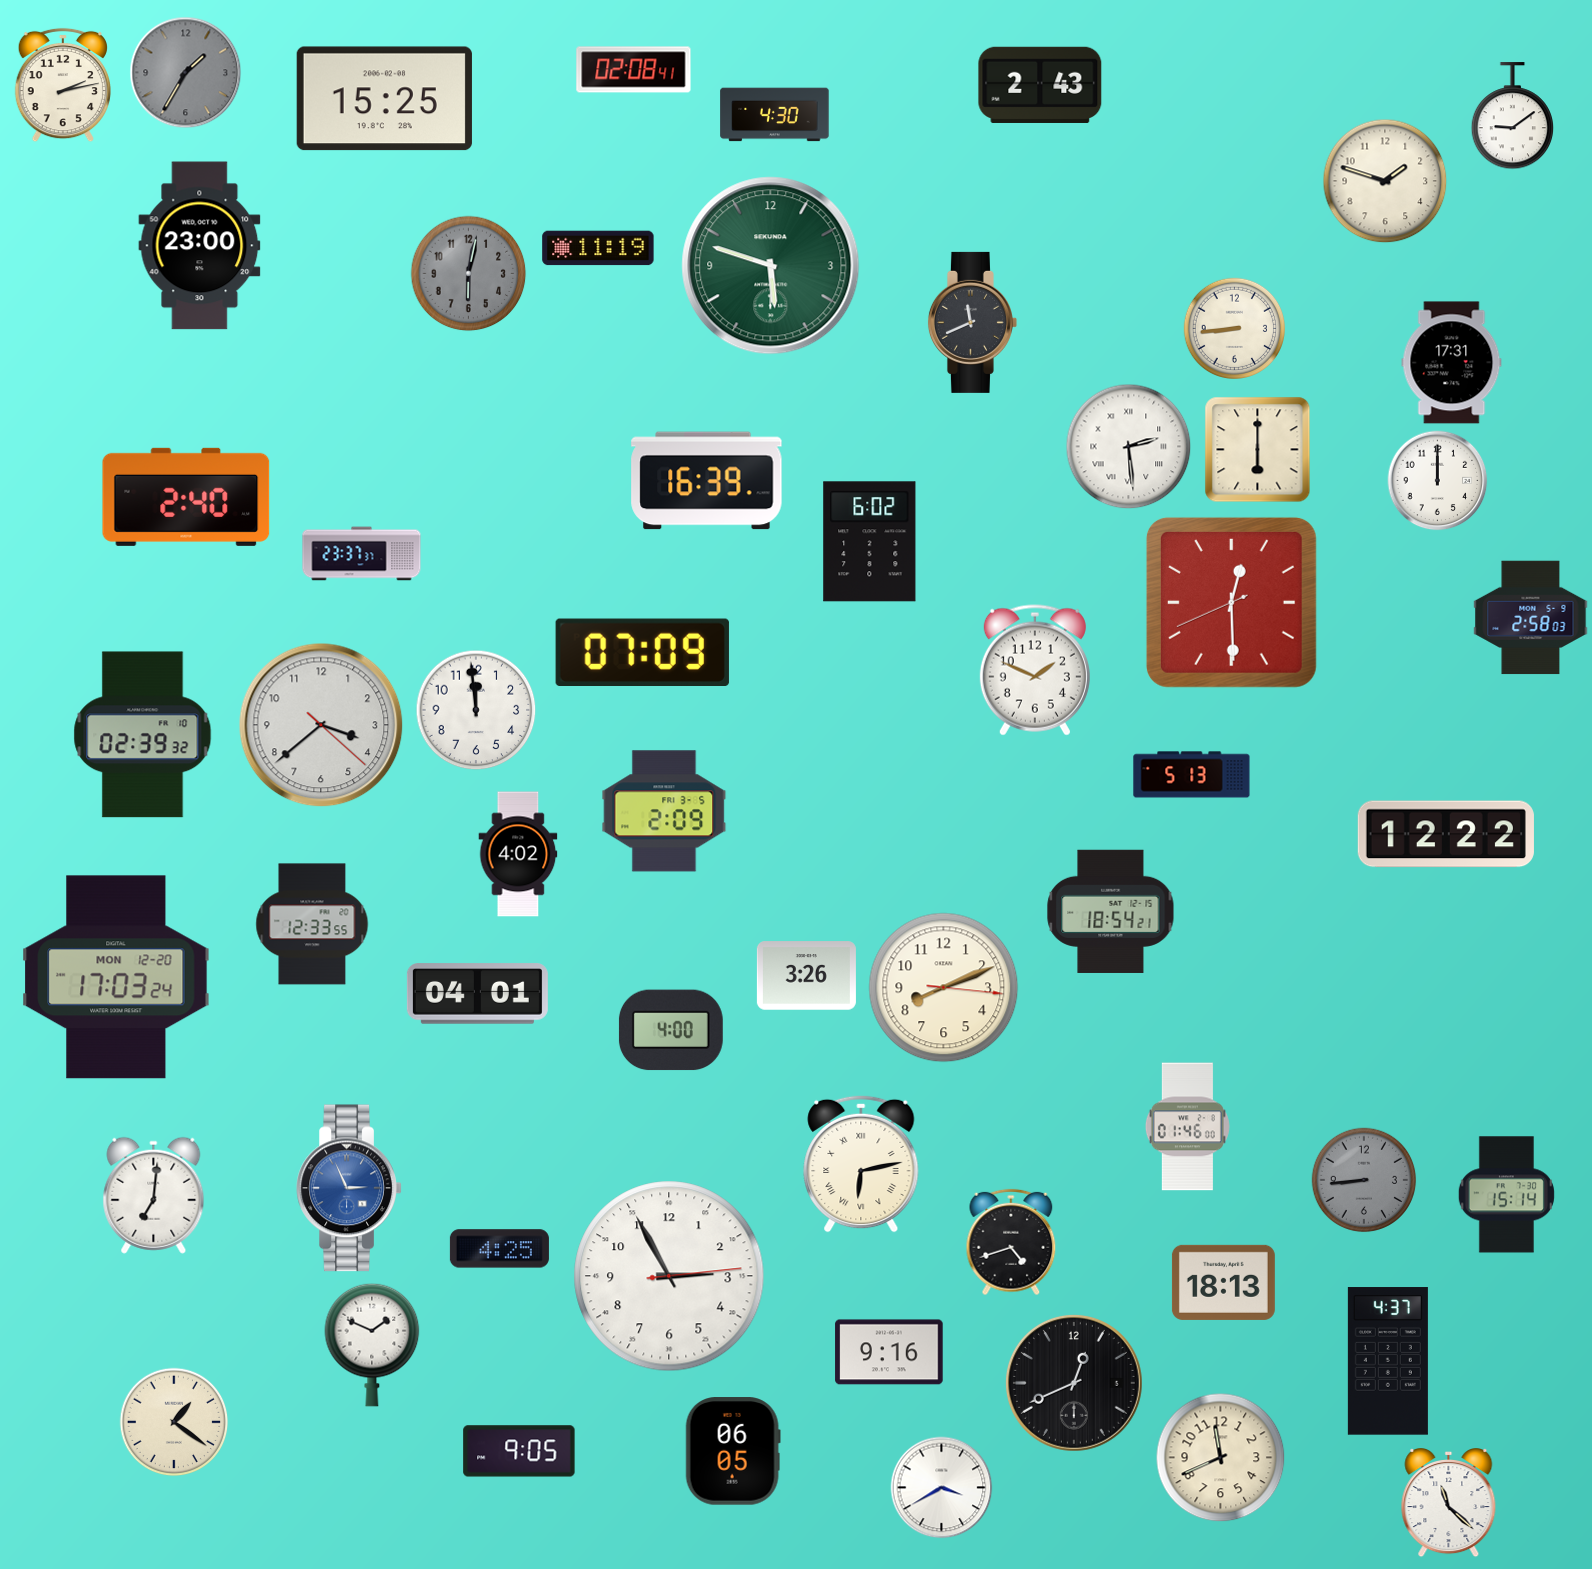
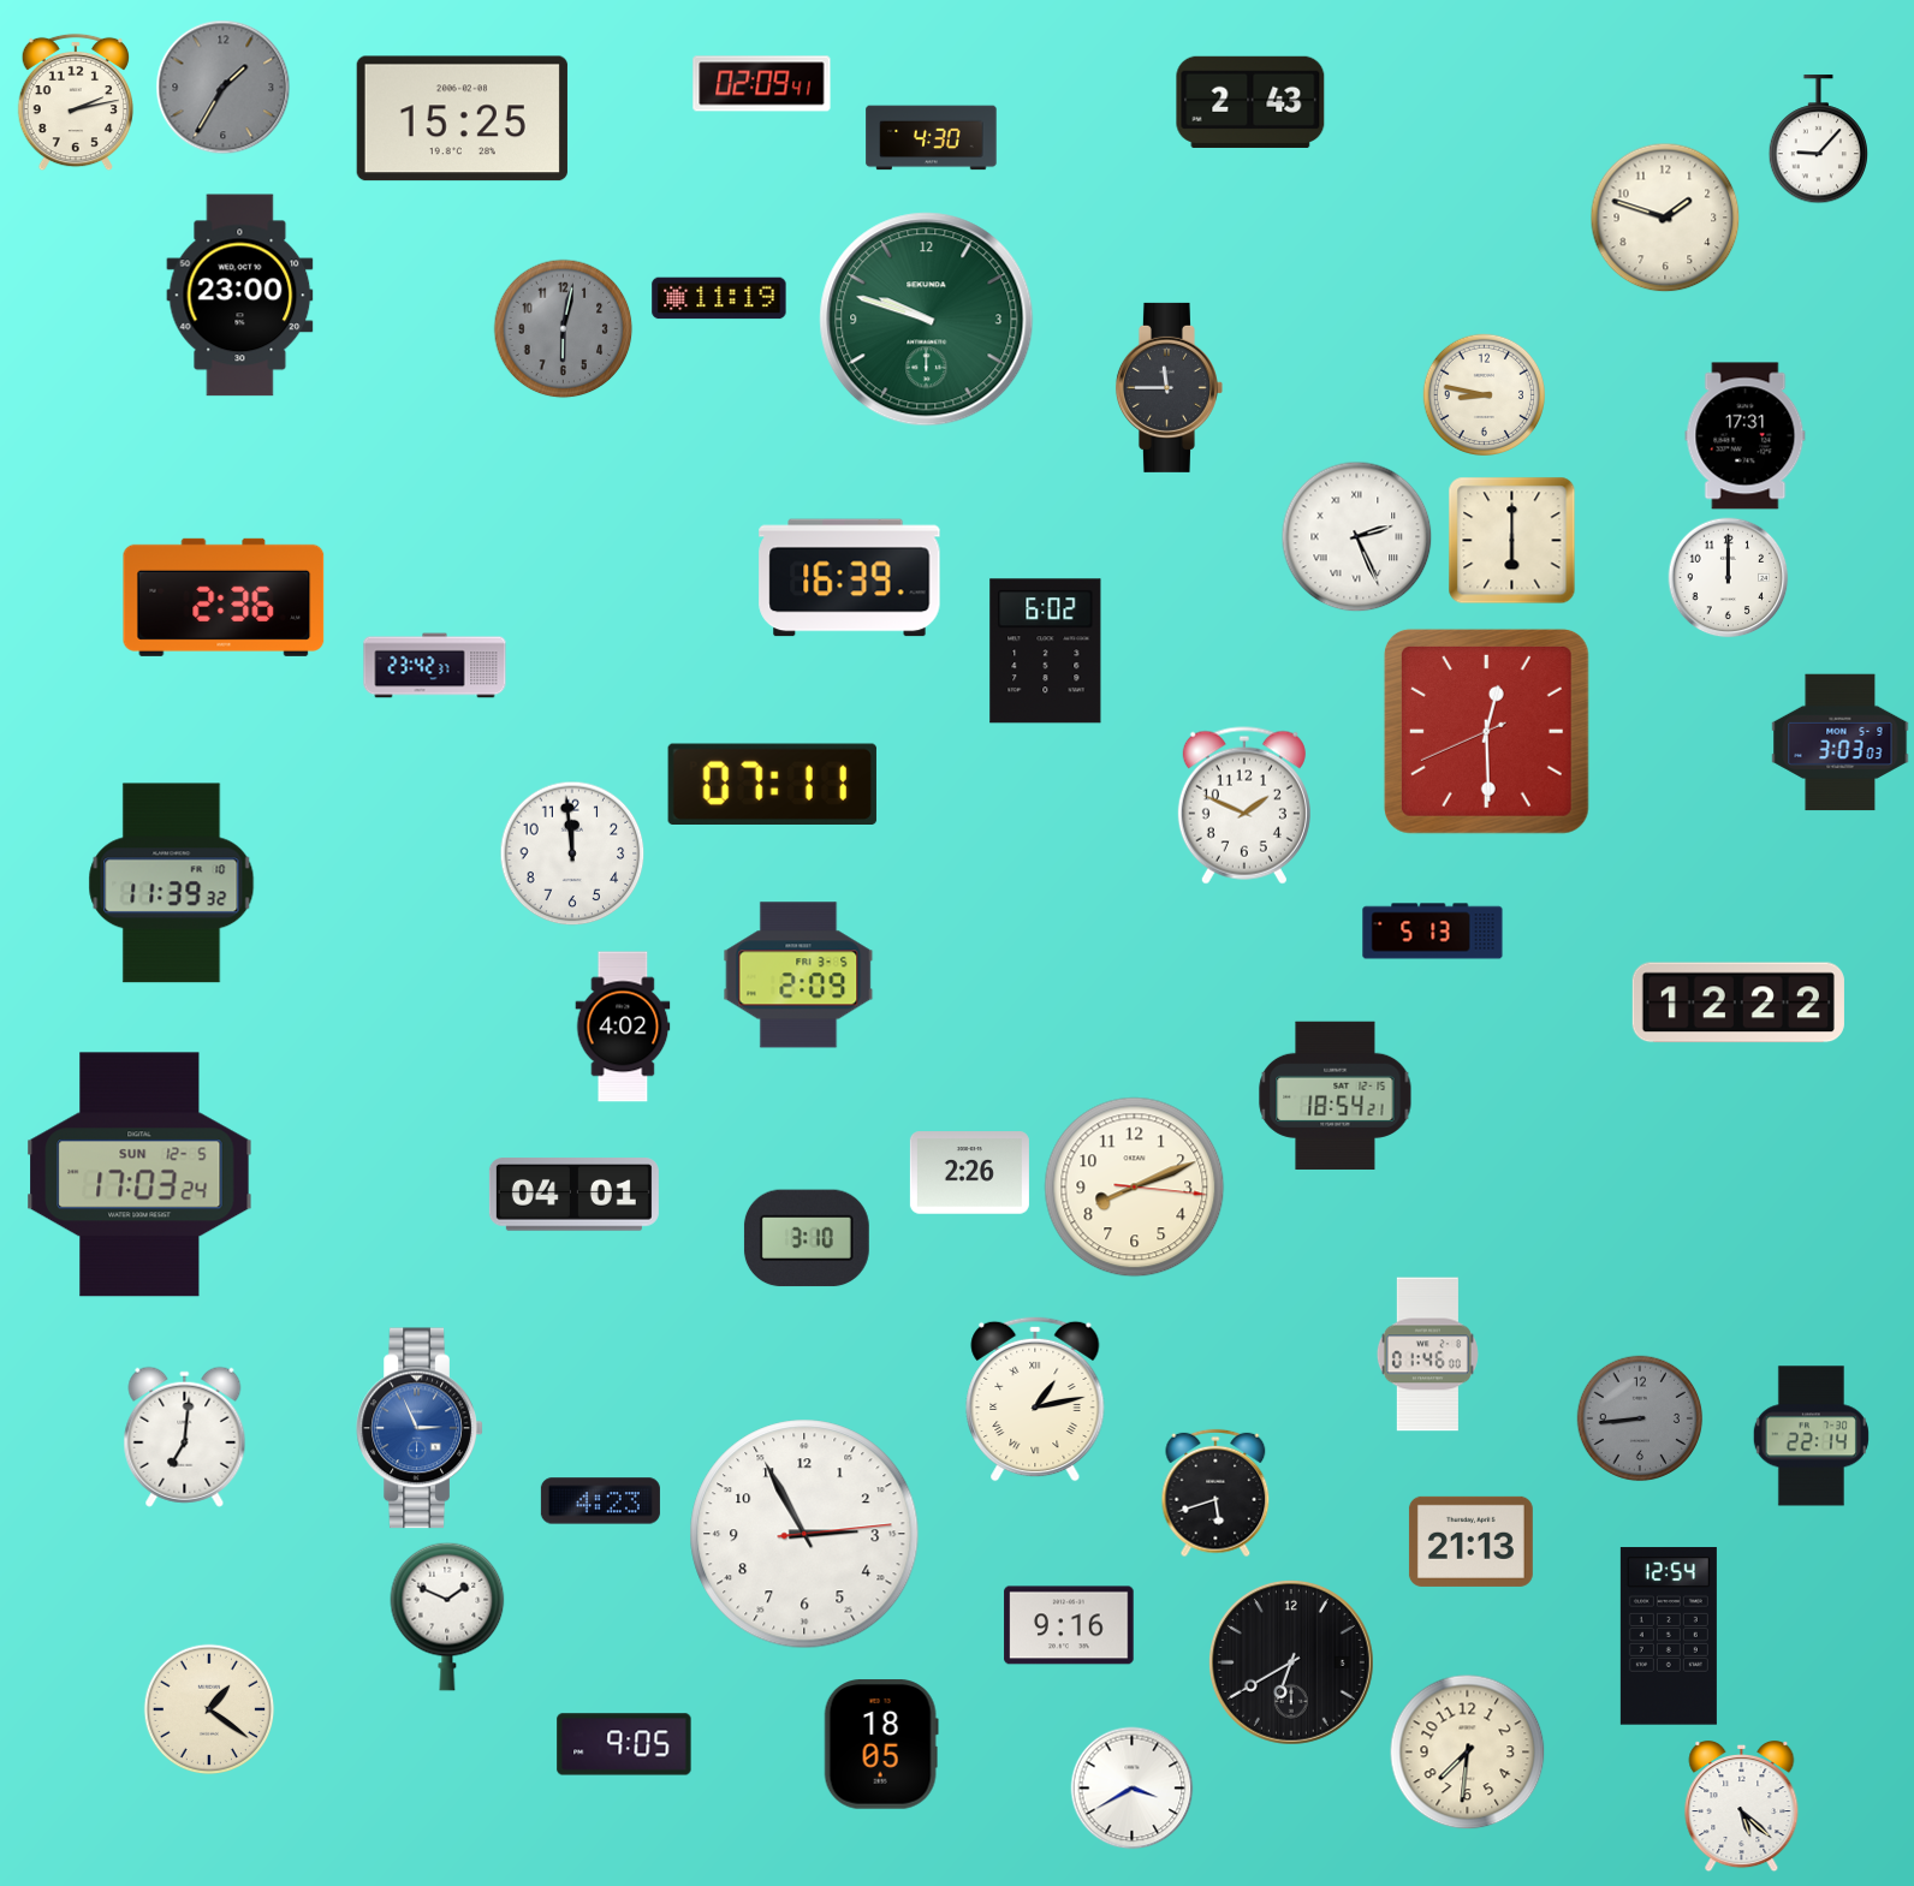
clock at (634, 70): 02:08 -> 02:09
clock at (1512, 116): 9:09 -> 9:07
clock at (771, 266): 5:48 -> 9:48
clock at (972, 322): 11:41 -> 11:45
clock at (1234, 328): 8:44 -> 8:47
clock at (1129, 447): 2:29 -> 2:26
clock at (186, 497): 2:40 -> 2:36
clock at (362, 554): 23:37 -> 23:42
clock at (1231, 602) position: (1231, 602) -> (1486, 731)
clock at (1531, 618): 2:58 -> 3:03
clock at (642, 653): 07:09 -> 07:11
clock at (321, 725): 3:38 -> none
clock at (143, 735): 02:39 -> 11:39
clock at (312, 924): 12:33 -> none
clock at (806, 976): 3:26 -> 2:26
clock at (116, 977) date: MON 12-20 -> SUN 12-5
clock at (671, 1030): 4:00 -> 3:10
clock at (861, 1164): 6:13 -> 1:13
clock at (1506, 1195): 15:14 -> 22:14
clock at (1011, 1242): 4:42 -> 5:42
clock at (499, 1249): 4:25 -> 4:23
clock at (1223, 1282): 18:13 -> 21:13
clock at (1388, 1361): 4:37 -> 12:54
clock at (1074, 1383): 12:41 -> 6:40
clock at (733, 1451): 06:05 -> 18:05
clock at (1221, 1458): 11:41 -> 7:31
clock at (1449, 1504): 11:22 -> 5:22
